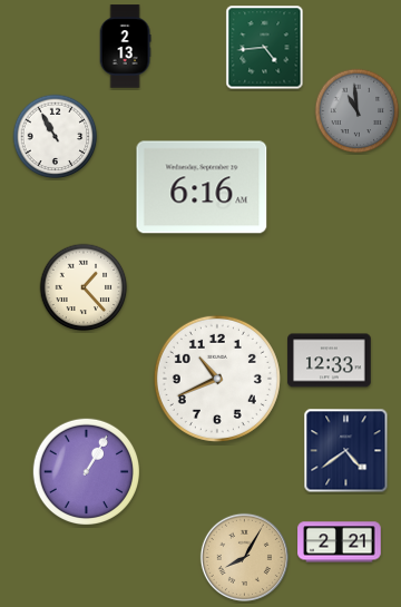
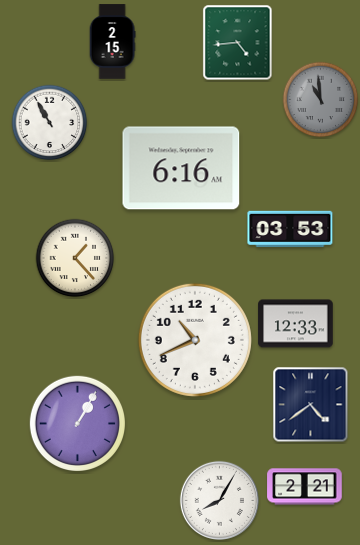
clock at (125, 47): 2:13 -> 2:15
clock at (290, 229): none -> 03:53
clock at (244, 557) dial: champagne -> white
